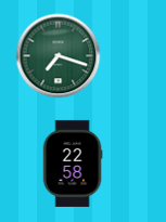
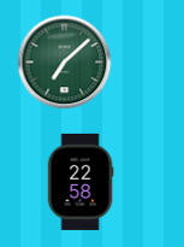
clock at (58, 55): 7:18 -> 7:08
